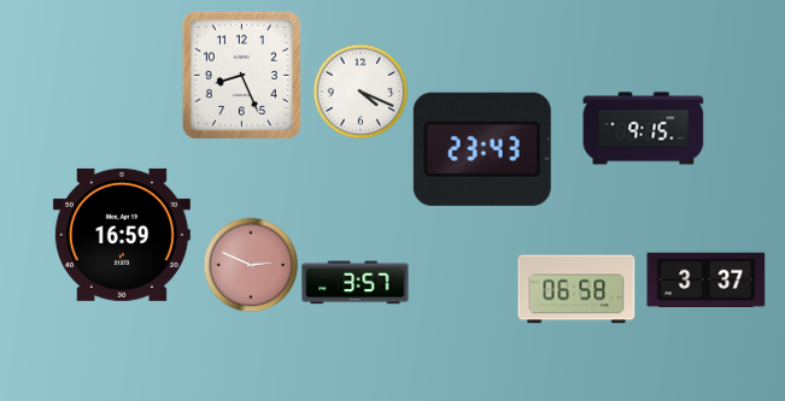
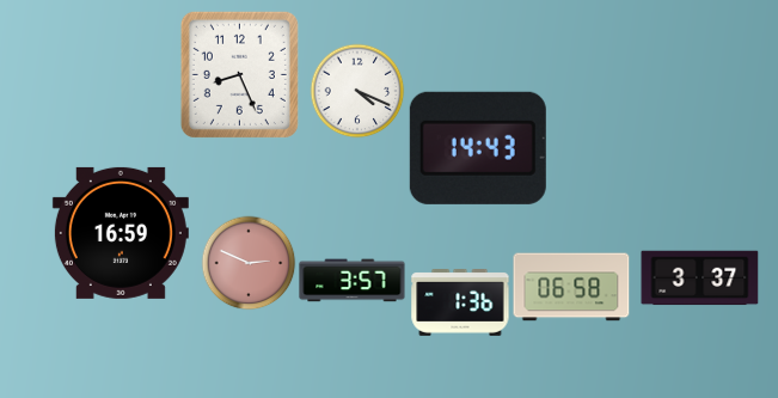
clock at (644, 129): 9:15 -> none
clock at (482, 149): 23:43 -> 14:43
clock at (460, 304): none -> 1:36
